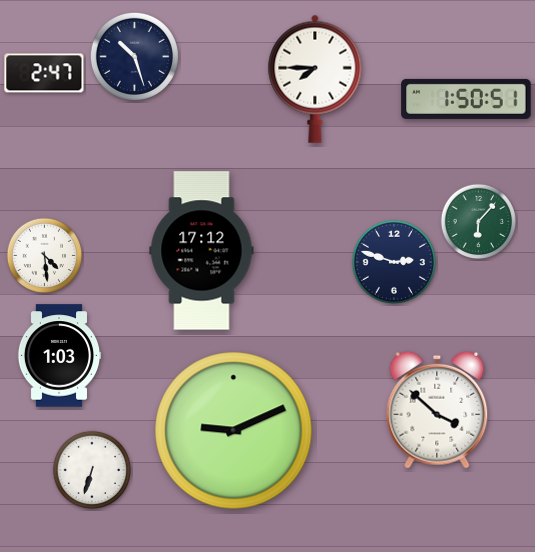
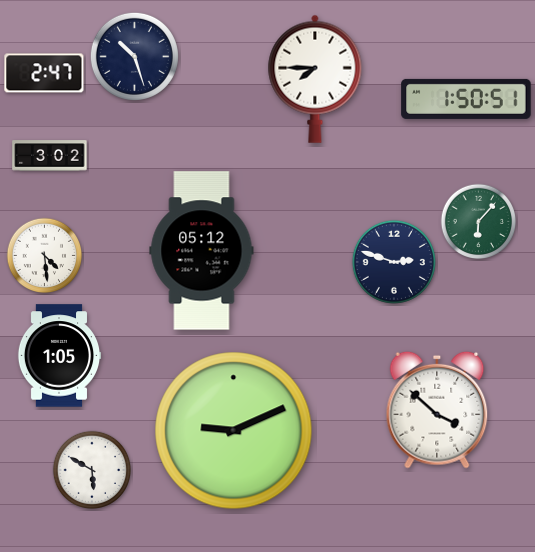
clock at (50, 156): none -> 3:02
clock at (202, 251): 17:12 -> 05:12
clock at (59, 356): 1:03 -> 1:05
clock at (91, 469): 6:33 -> 5:50
